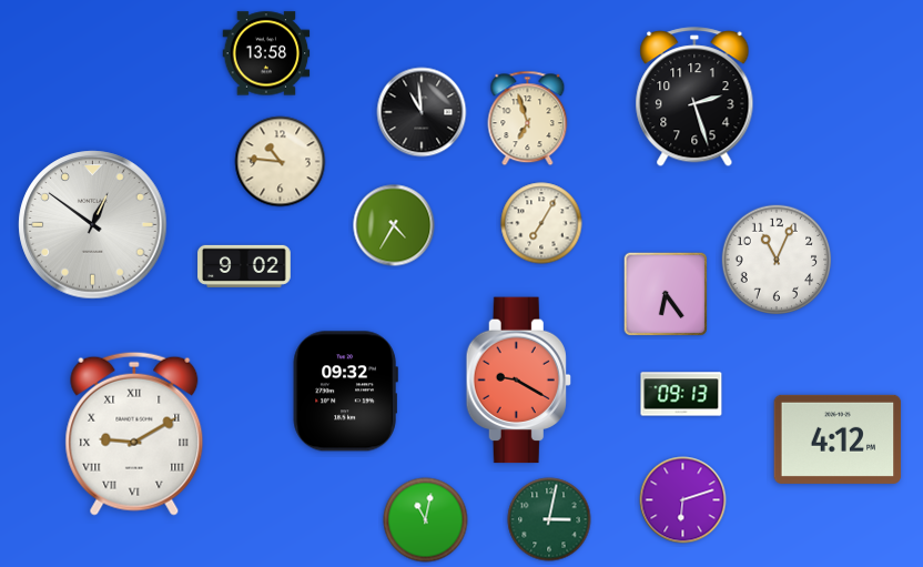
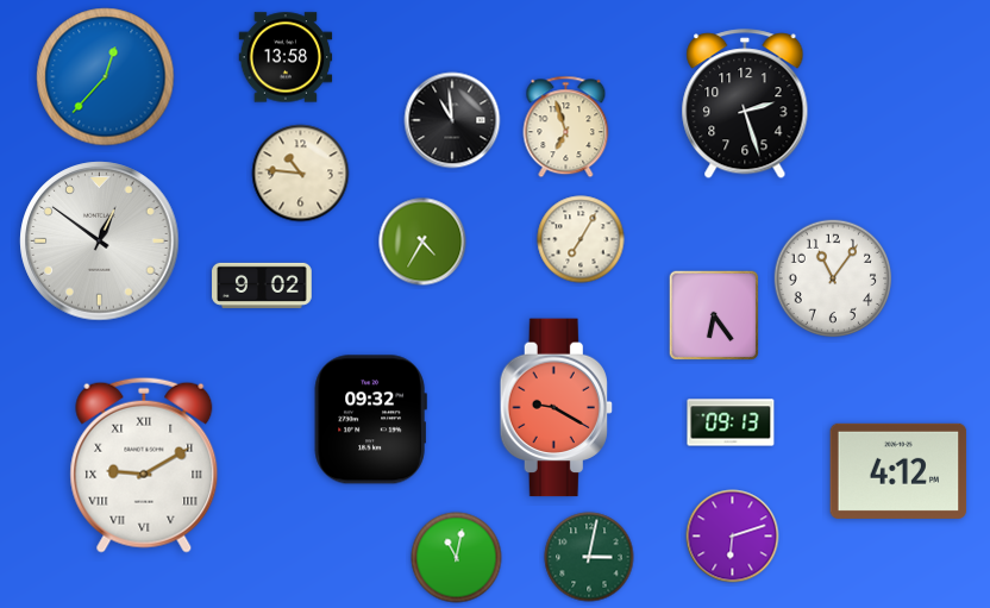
clock at (106, 77): none -> 12:37
clock at (777, 260): 11:04 -> 11:06
